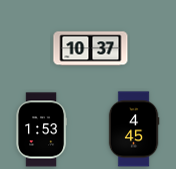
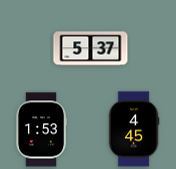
clock at (91, 49): 10:37 -> 5:37
